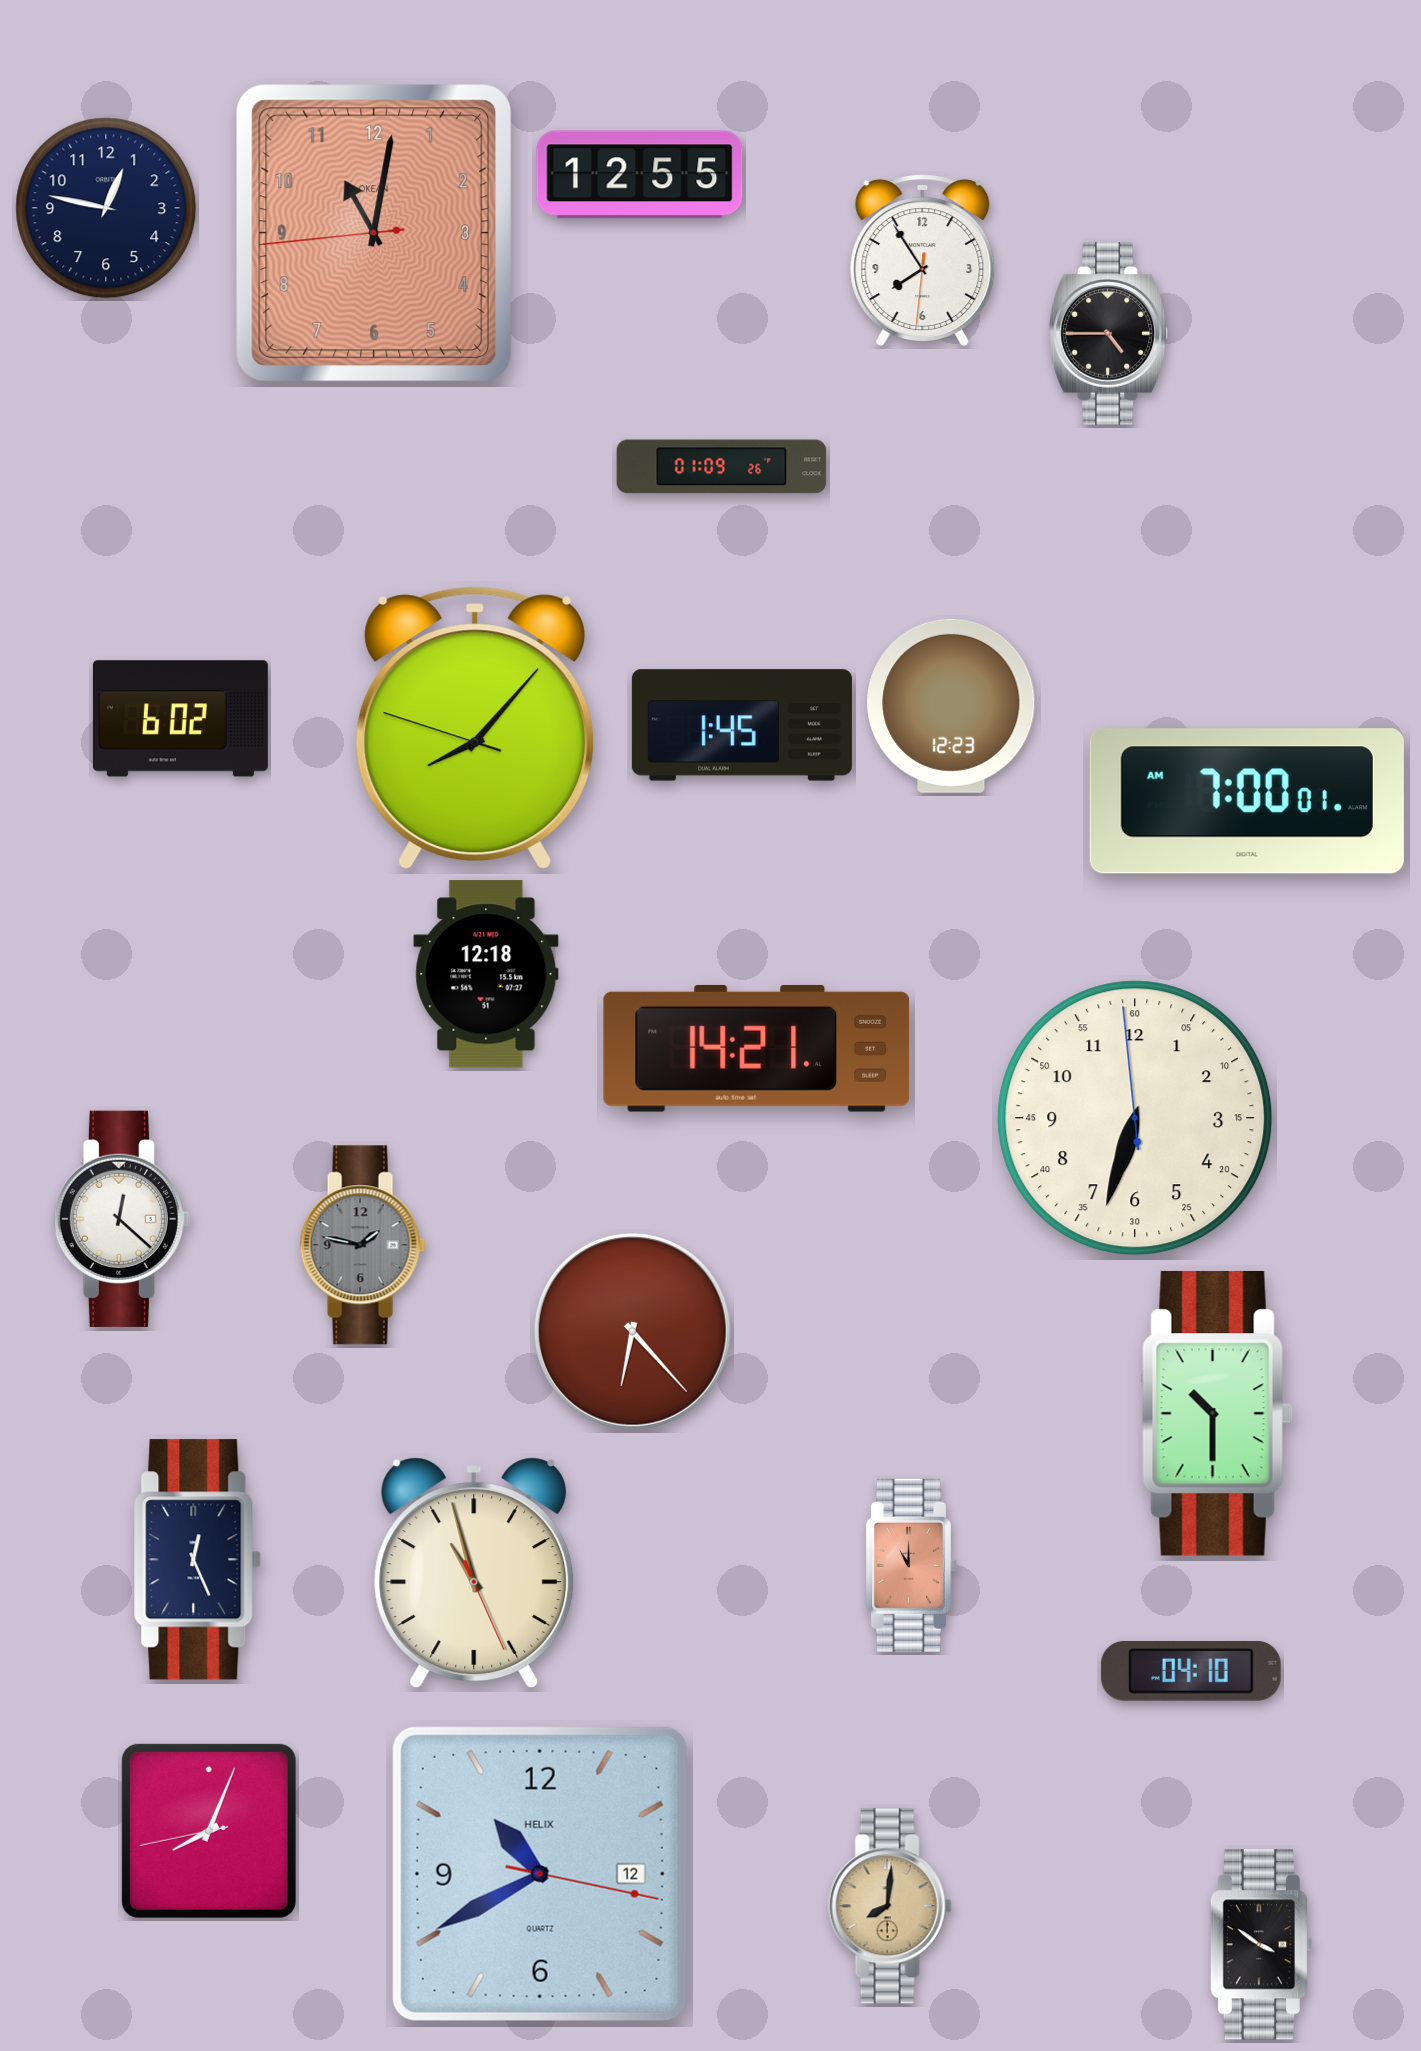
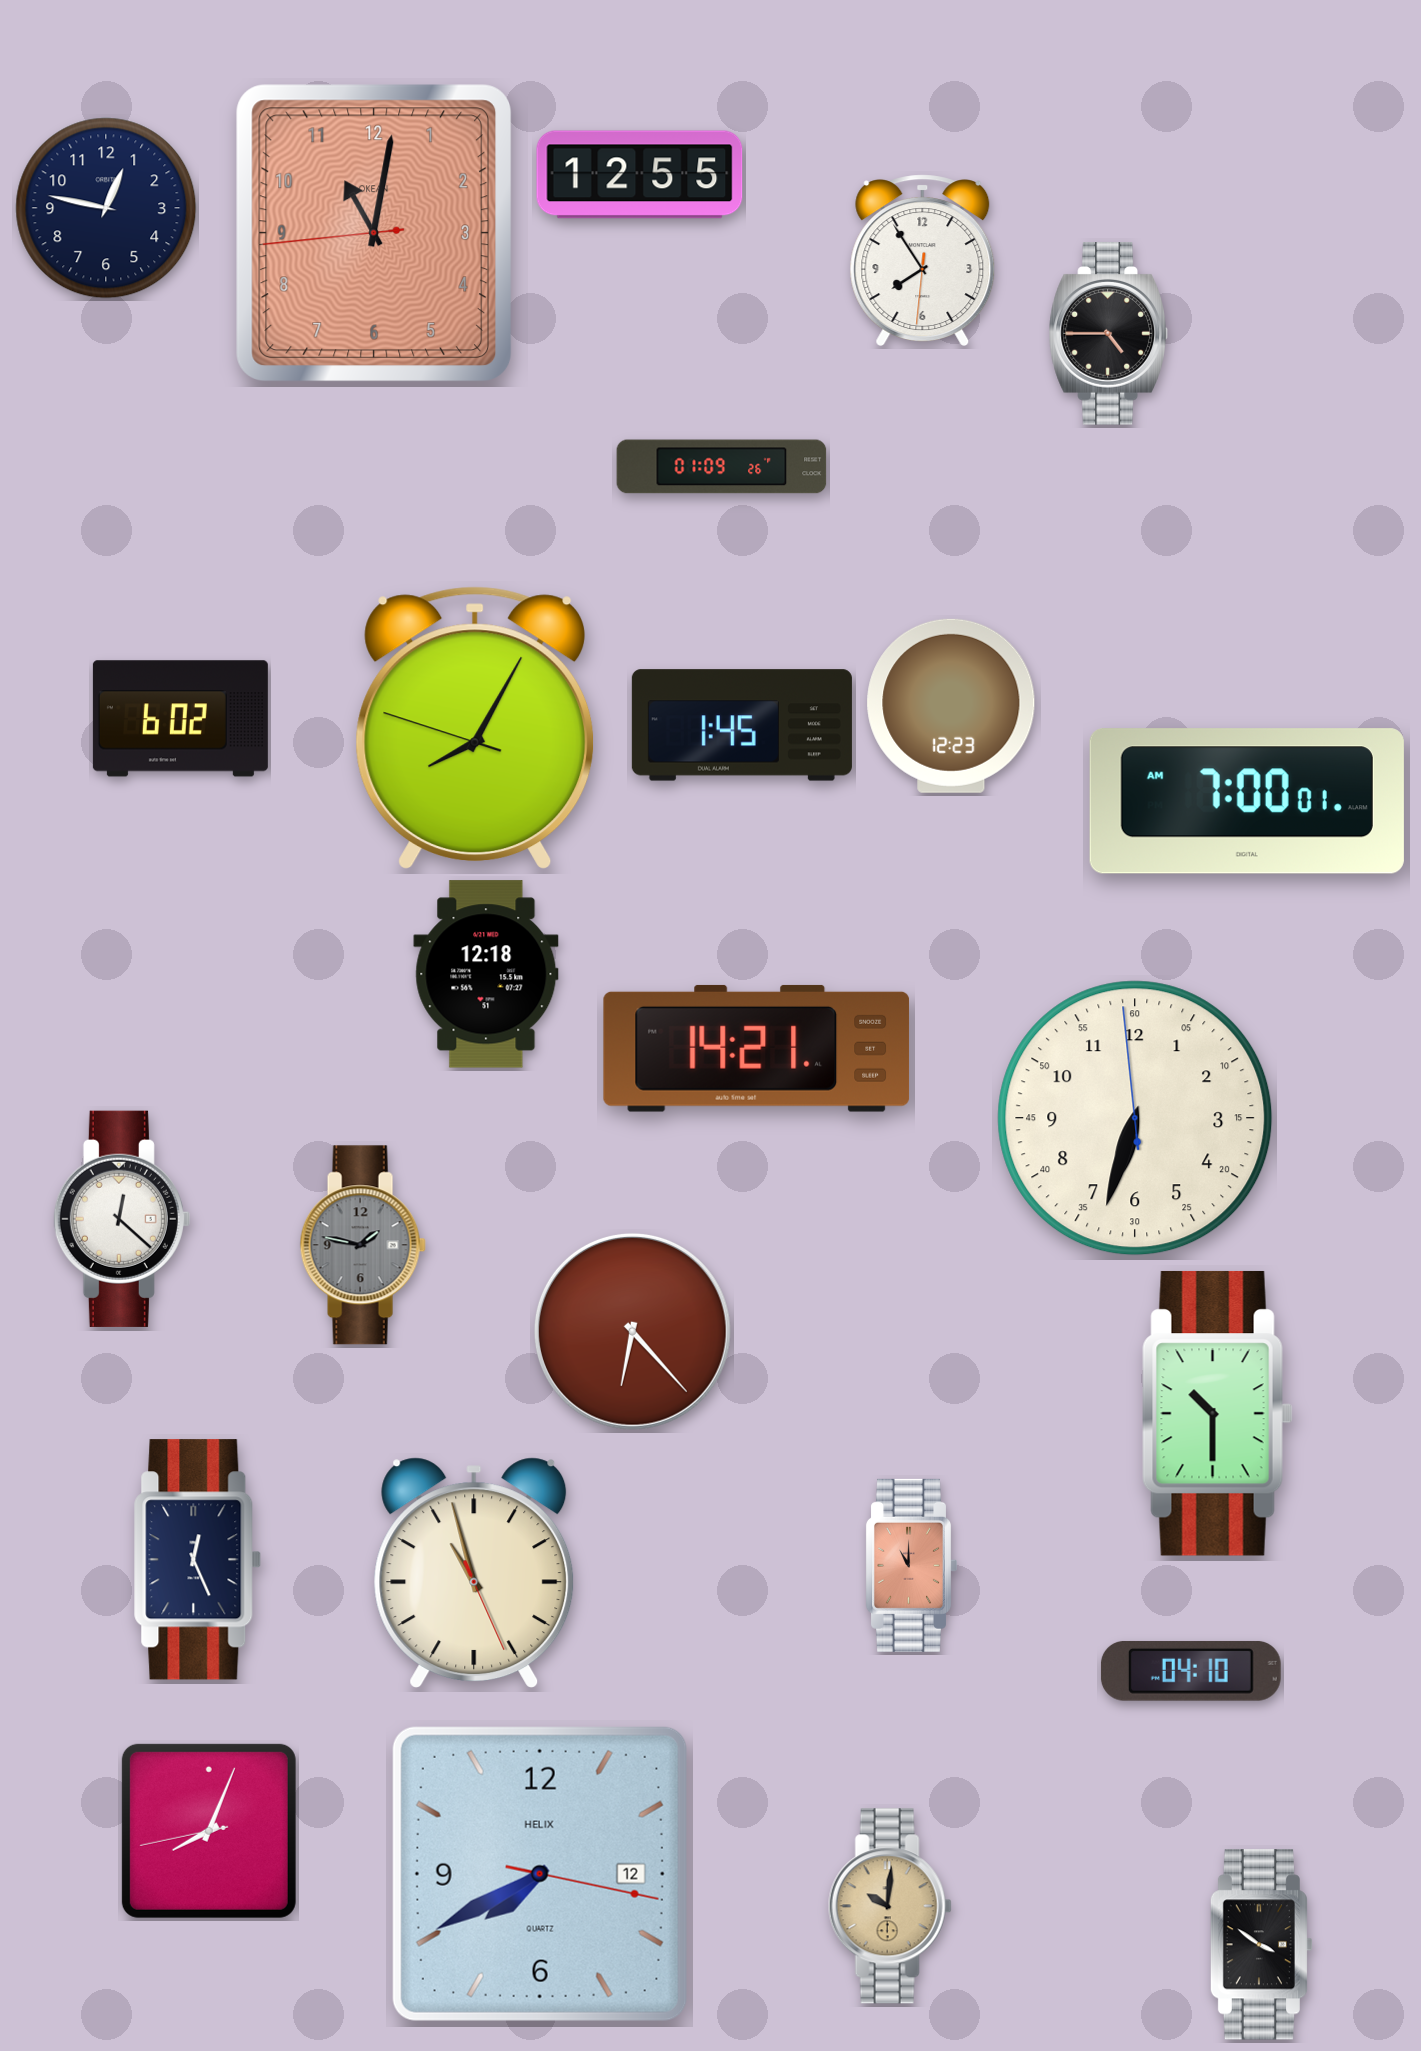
clock at (475, 727): 8:06 -> 8:04
clock at (540, 1874): 10:40 -> 7:40
clock at (890, 1906): 8:01 -> 10:01
